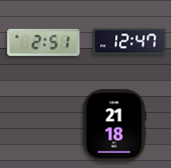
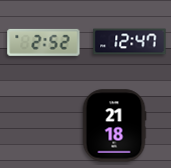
clock at (44, 42): 2:51 -> 2:52
